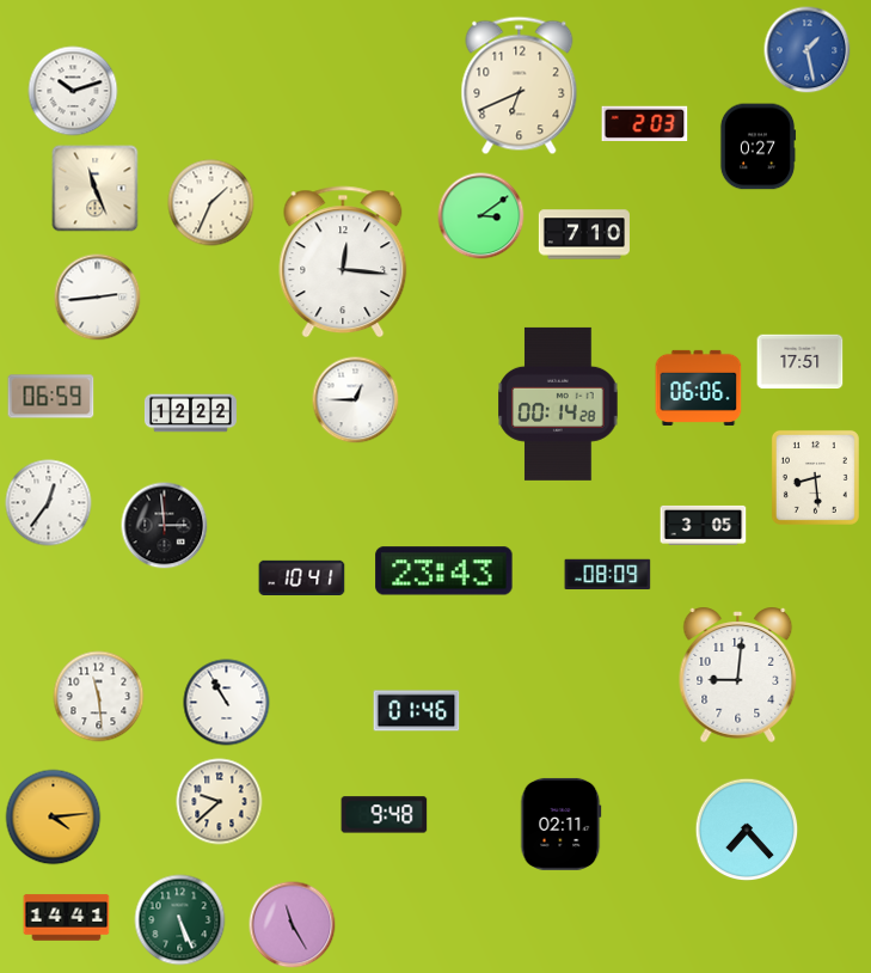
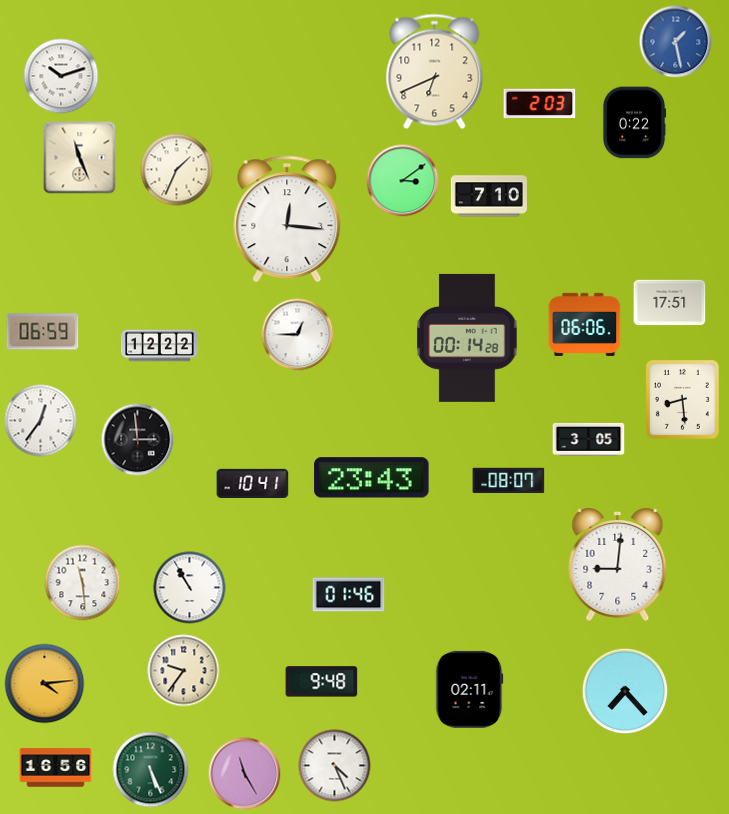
clock at (757, 147): 0:27 -> 0:22
clock at (98, 298): 2:44 -> none
clock at (608, 574): 08:09 -> 08:07
clock at (220, 802): 9:38 -> 9:36
clock at (747, 830) position: (747, 830) -> (625, 691)
clock at (335, 766): none -> 4:26
clock at (67, 918): 14:41 -> 16:56
